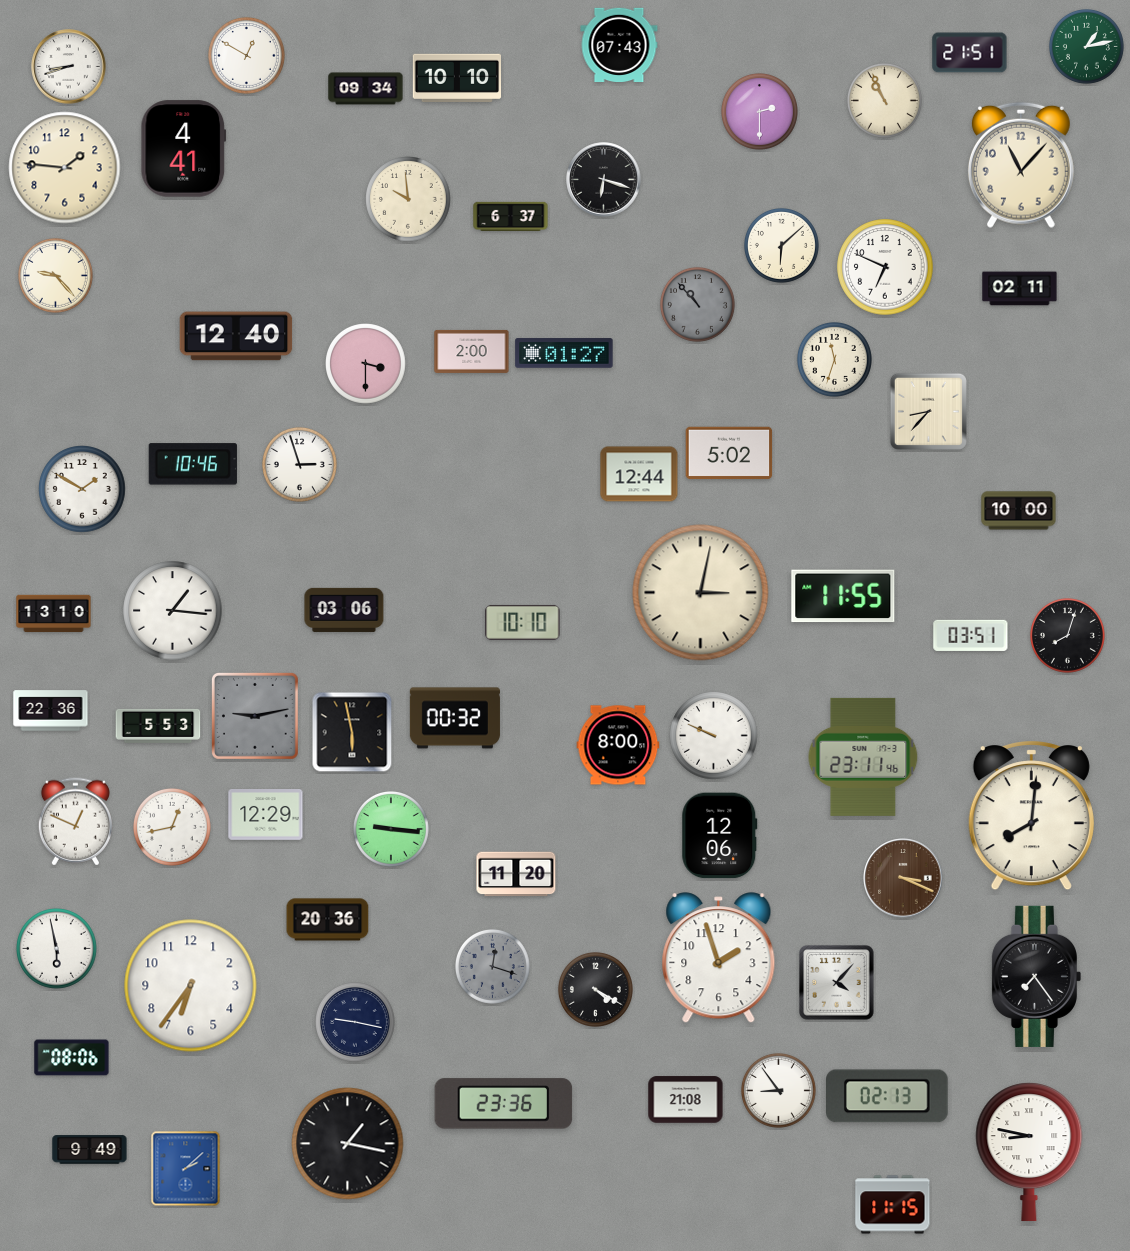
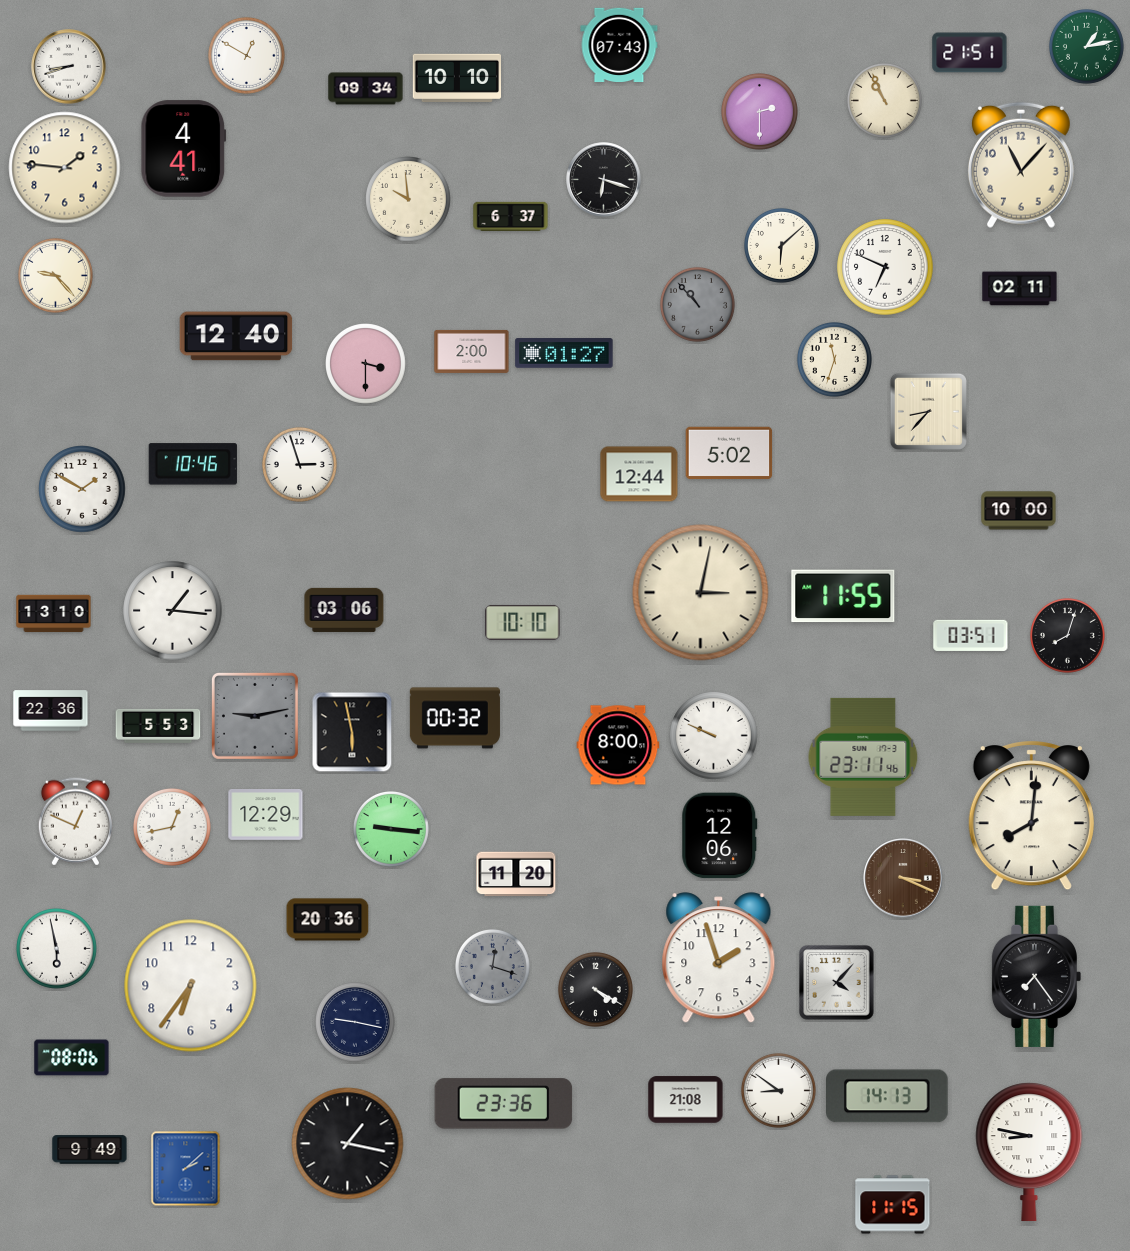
clock at (778, 1090): 8:54 -> 8:51
clock at (888, 1096): 02:13 -> 14:13
